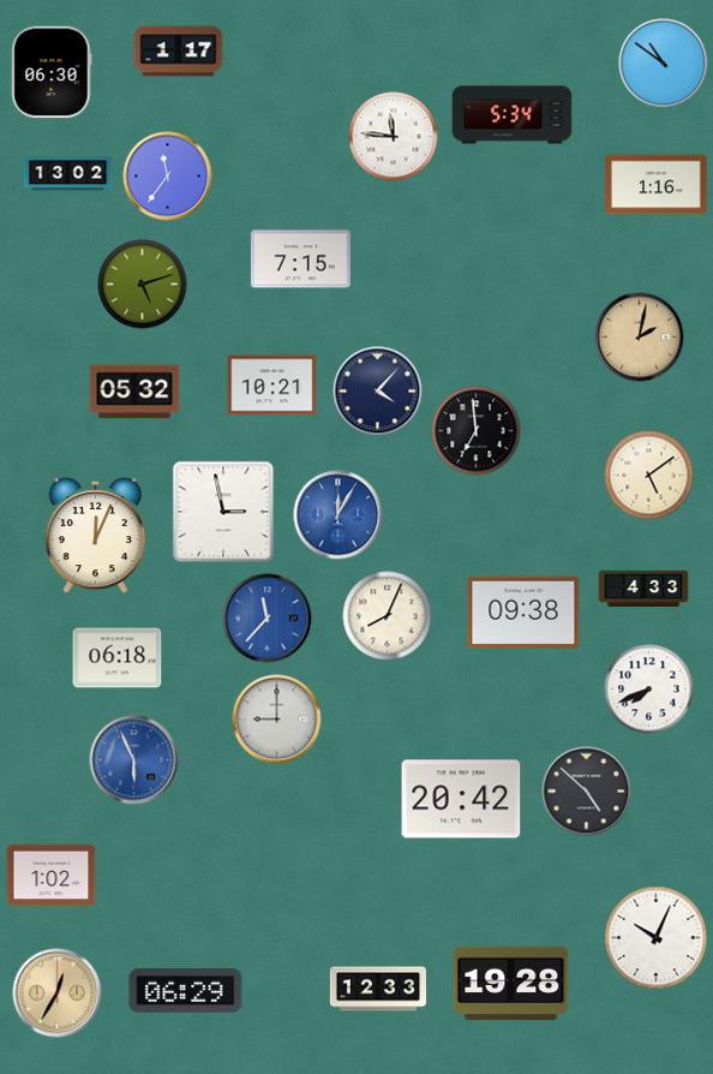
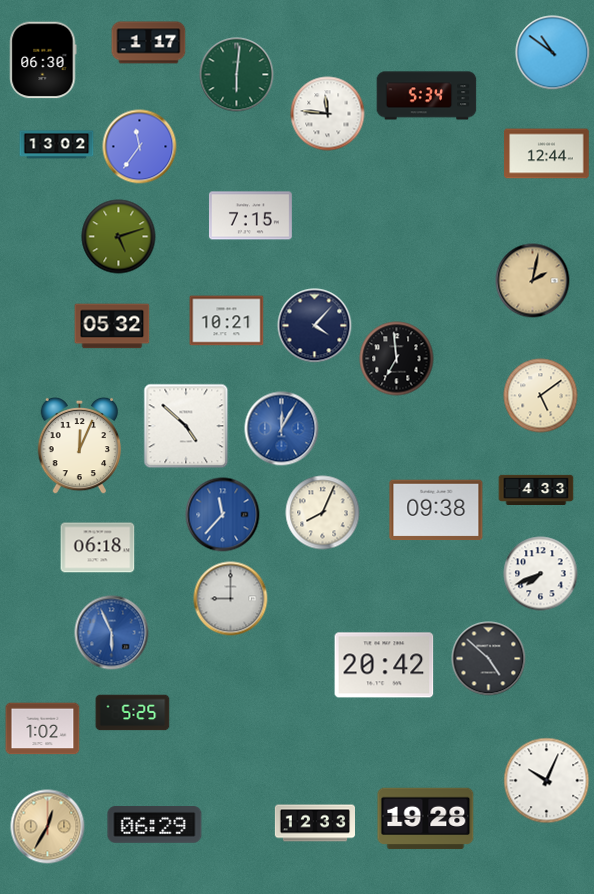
clock at (237, 75): none -> 6:01
clock at (657, 185): 1:16 -> 12:44
clock at (223, 512): 2:58 -> 4:52
clock at (133, 713): none -> 5:25
